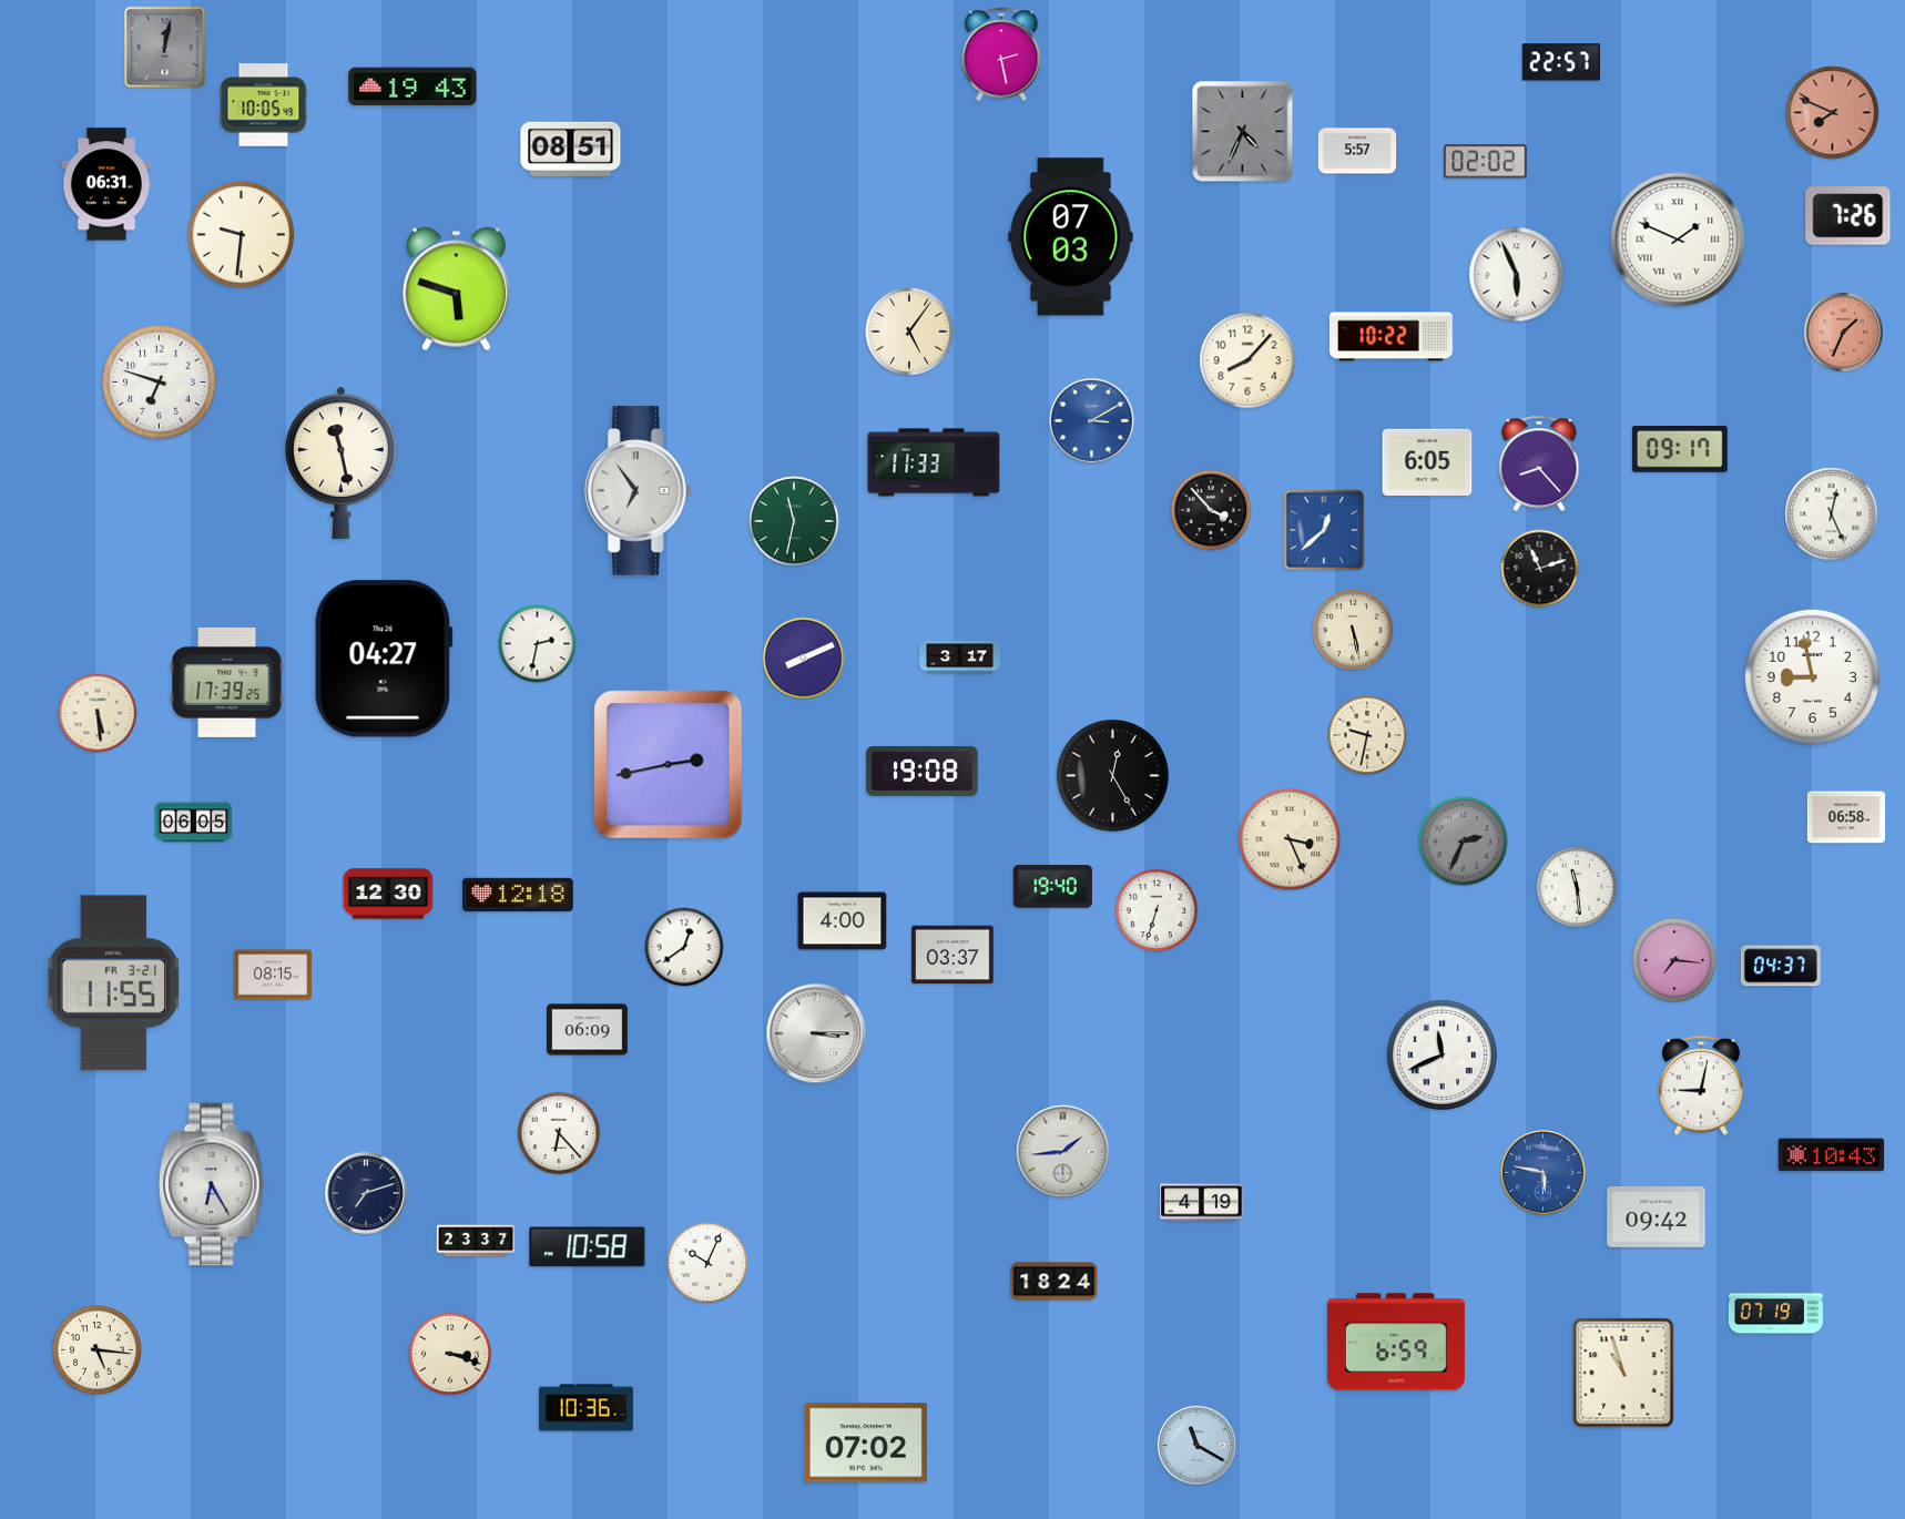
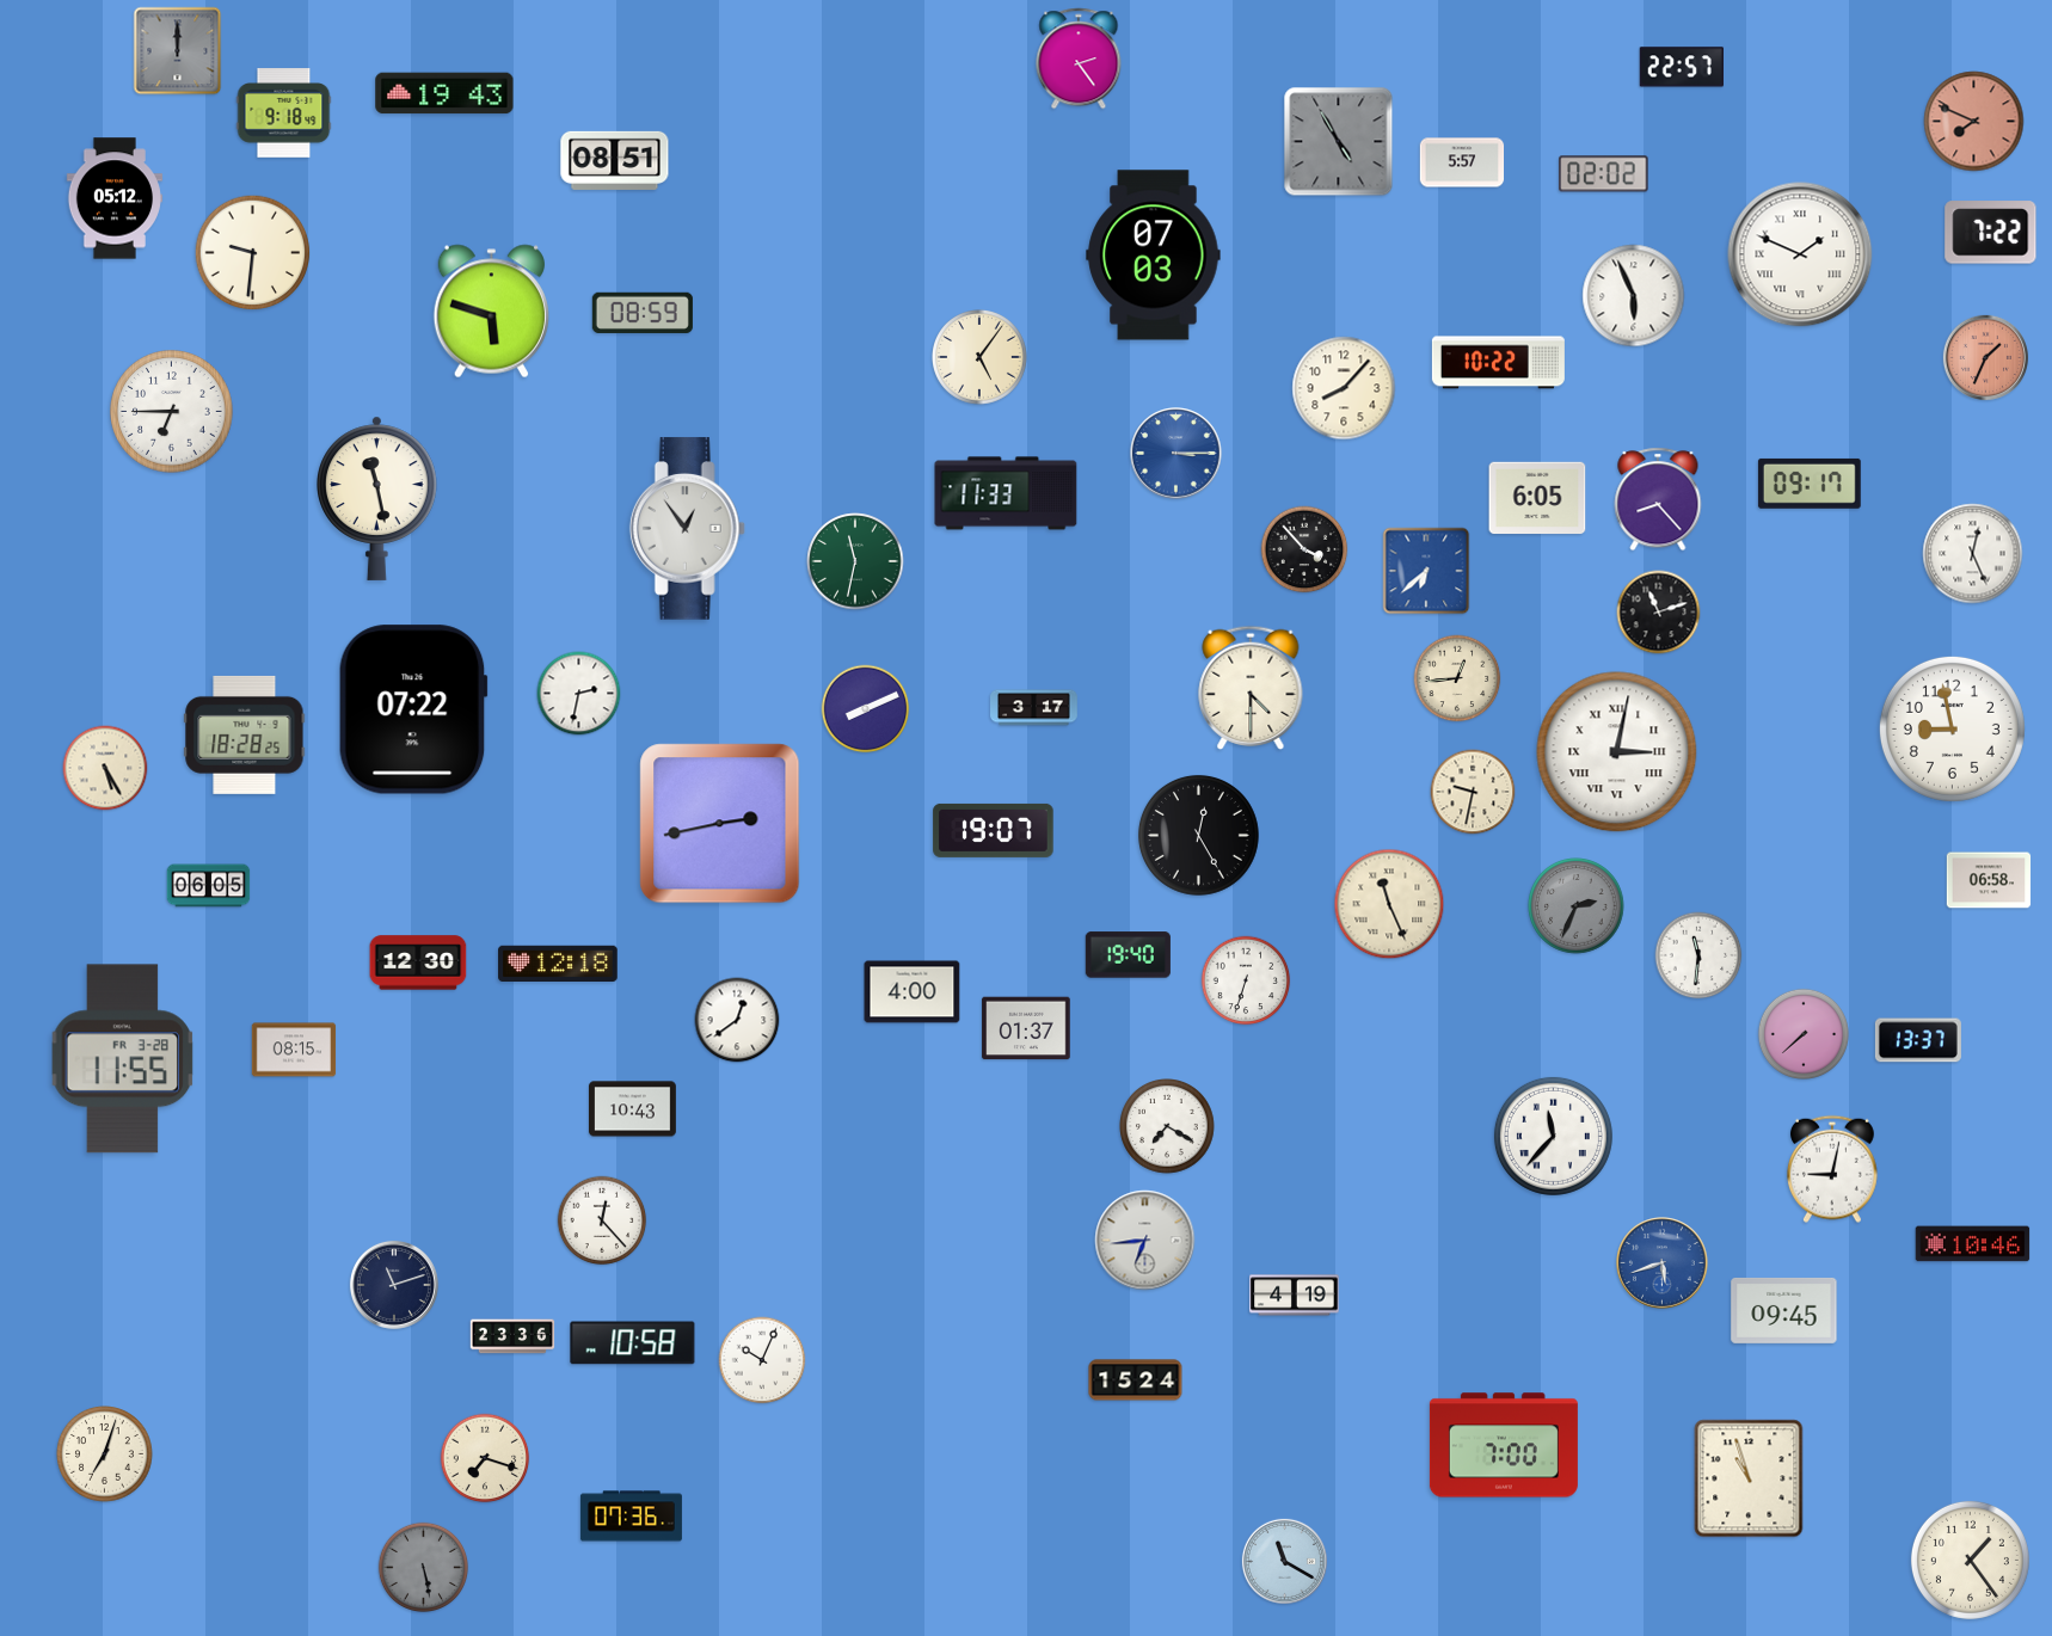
clock at (165, 48): 12:02 -> 12:00
clock at (1001, 54): 2:28 -> 2:24
clock at (264, 105): 10:05 -> 9:18
clock at (1243, 132): 4:34 -> 4:55
clock at (1486, 162) position: (1486, 162) -> (1604, 174)
clock at (105, 184): 06:31 -> 05:12
clock at (1848, 216): 7:26 -> 7:22
clock at (242, 235) position: (242, 235) -> (253, 253)
clock at (1678, 239) position: (1678, 239) -> (1800, 254)
clock at (643, 313): none -> 08:59
clock at (160, 383): 6:48 -> 6:45
clock at (1092, 421): 3:10 -> 3:15
clock at (342, 462) position: (342, 462) -> (377, 498)
clock at (934, 462) position: (934, 462) -> (1006, 493)
clock at (638, 491): 6:54 -> 12:54
clock at (1324, 530): 12:38 -> 6:38
clock at (1353, 630): 5:28 -> 12:44
clock at (1251, 688): none -> 4:30
clock at (384, 659): 04:27 -> 07:22
clock at (227, 682): 17:39 -> 18:28
clock at (1617, 752): none -> 3:02
clock at (98, 713): 5:29 -> 5:25
clock at (923, 771): 19:08 -> 19:07
clock at (1290, 839): 3:26 -> 11:26
clock at (1052, 887) position: (1052, 887) -> (1128, 955)
clock at (1577, 887): 11:29 -> 11:31
clock at (843, 921) position: (843, 921) -> (913, 992)
clock at (952, 955): 03:37 -> 01:37
clock at (1674, 960): 7:16 -> 7:38
clock at (1781, 966): 04:37 -> 13:37
clock at (114, 983) date: FR 3-21 -> FR 3-28
clock at (588, 1030): 06:09 -> 10:43
clock at (816, 1033): 3:15 -> none
clock at (1168, 1127): none -> 7:20
clock at (1442, 1054): 11:41 -> 11:37
clock at (559, 1133): 6:23 -> 12:23
clock at (1063, 1152): 1:44 -> 6:44
clock at (1832, 1155): 10:43 -> 10:46
clock at (1544, 1173): 5:47 -> 5:42
clock at (212, 1184): 6:25 -> none
clock at (366, 1193): 7:12 -> 11:12
clock at (1657, 1216): 09:42 -> 09:45
clock at (476, 1241): 23:37 -> 23:36
clock at (1055, 1282): 18:24 -> 15:24
clock at (1775, 1314): 07:19 -> none
clock at (1396, 1342): 6:59 -> 7:00
clock at (98, 1350): 5:16 -> 7:03
clock at (450, 1354): 3:18 -> 7:18
clock at (585, 1408): 10:36 -> 07:36
clock at (866, 1442): 07:02 -> none
clock at (1196, 1445) position: (1196, 1445) -> (1284, 1561)
clock at (1970, 1560): none -> 1:24
clock at (424, 1568): none -> 5:28
